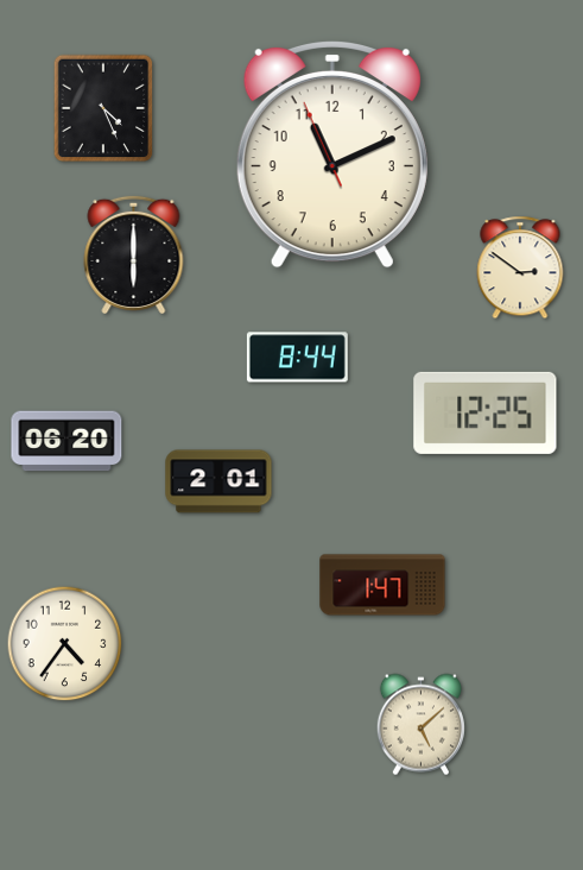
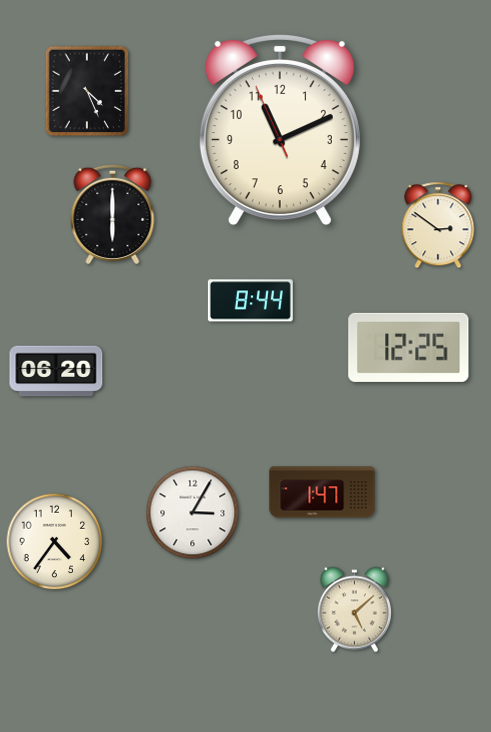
clock at (218, 481): 2:01 -> none
clock at (193, 513): none -> 3:05
